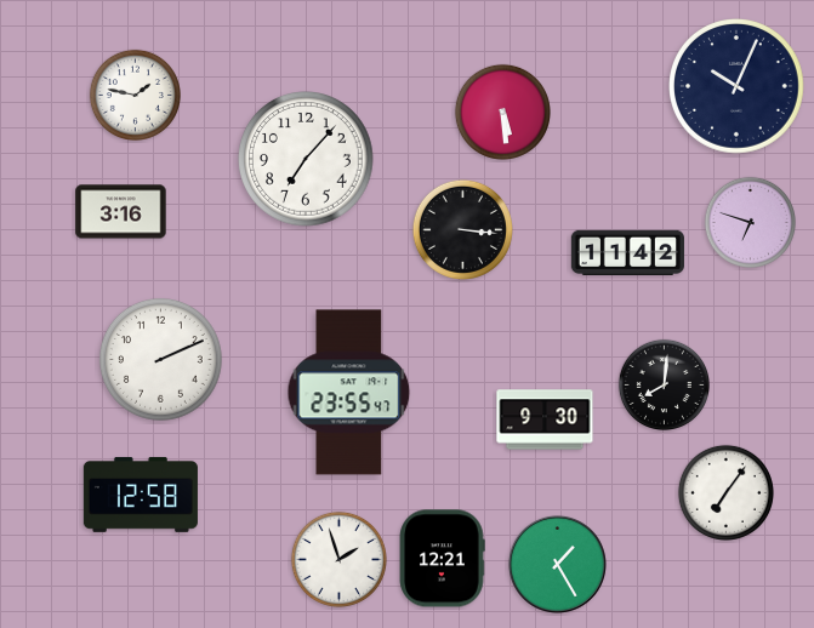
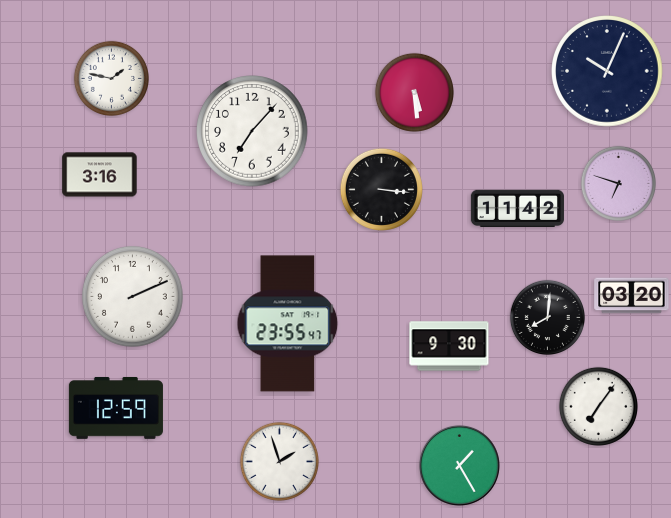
clock at (632, 296): none -> 03:20
clock at (141, 495): 12:58 -> 12:59
clock at (442, 559): 12:21 -> none
